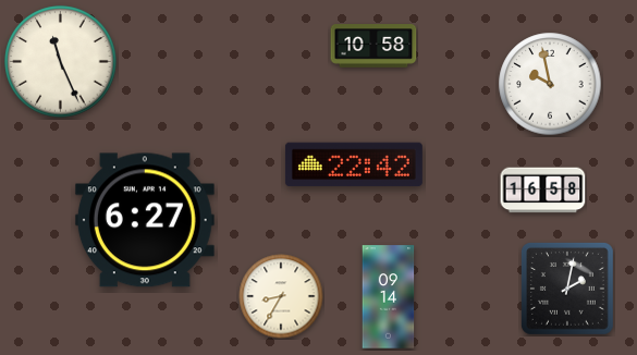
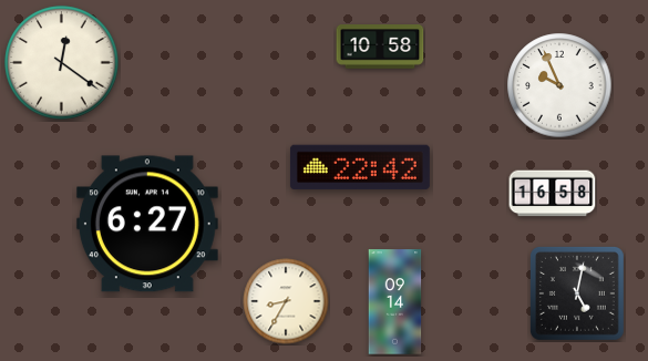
clock at (61, 62): 11:26 -> 12:21
clock at (550, 84): 9:58 -> 9:56
clock at (568, 290): 2:02 -> 5:02
